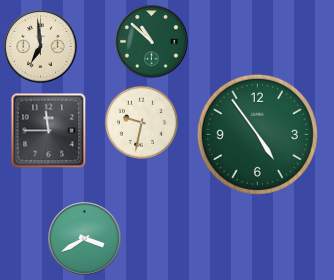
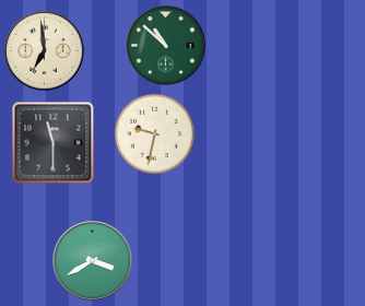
clock at (49, 131): 11:45 -> 11:30
clock at (257, 134): 4:54 -> none
